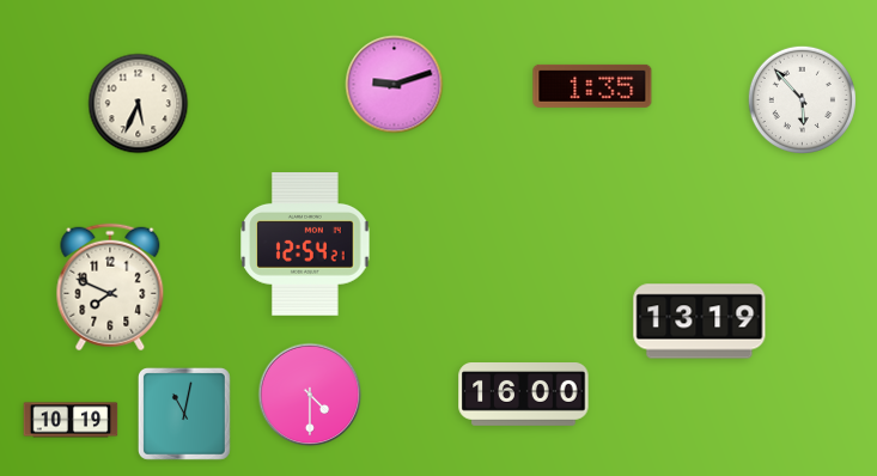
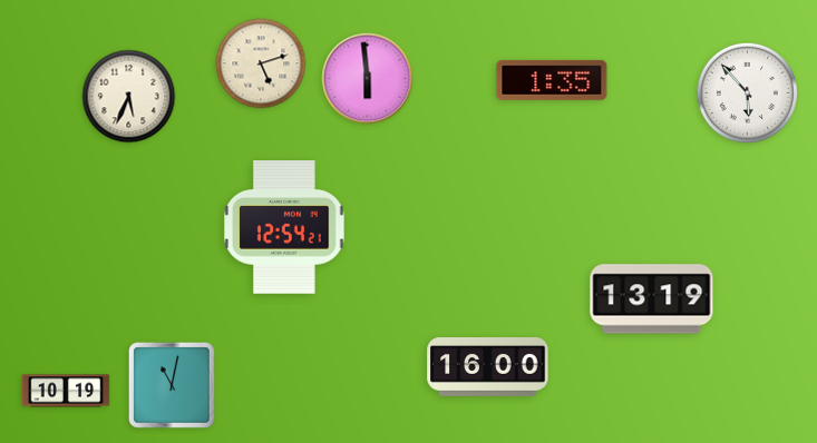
clock at (261, 63): none -> 5:12
clock at (395, 85): 9:12 -> 5:59
clock at (110, 287): 7:49 -> none
clock at (310, 395): 4:30 -> none
